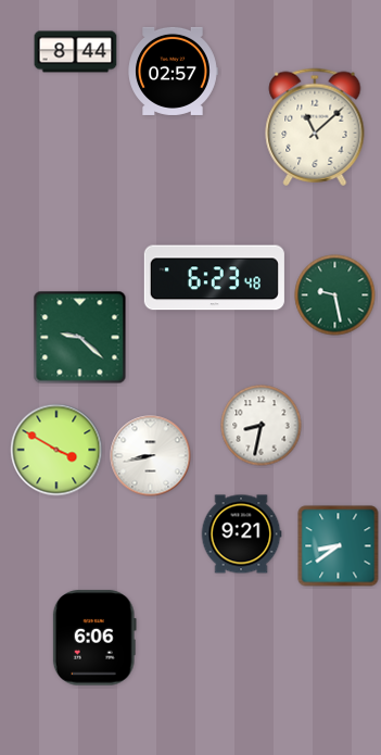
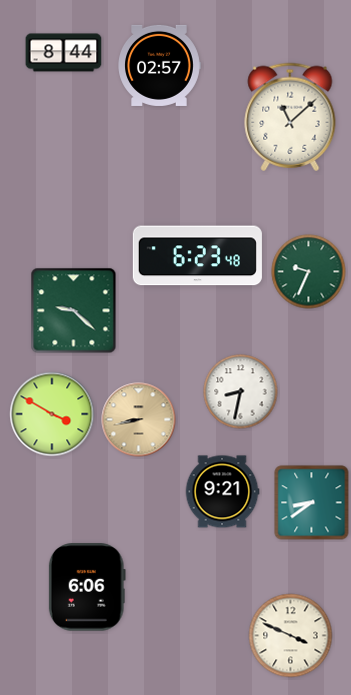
clock at (76, 52) position: (76, 52) -> (64, 53)
clock at (335, 295): 9:28 -> 9:34
clock at (151, 456) dial: white -> champagne
clock at (291, 636): none -> 3:49
